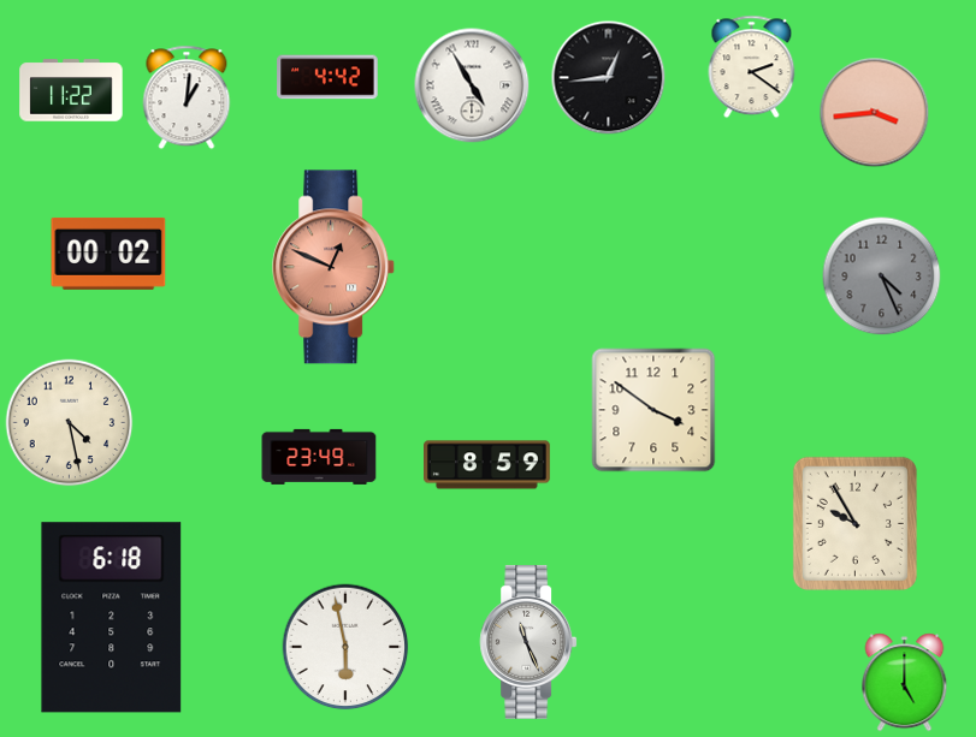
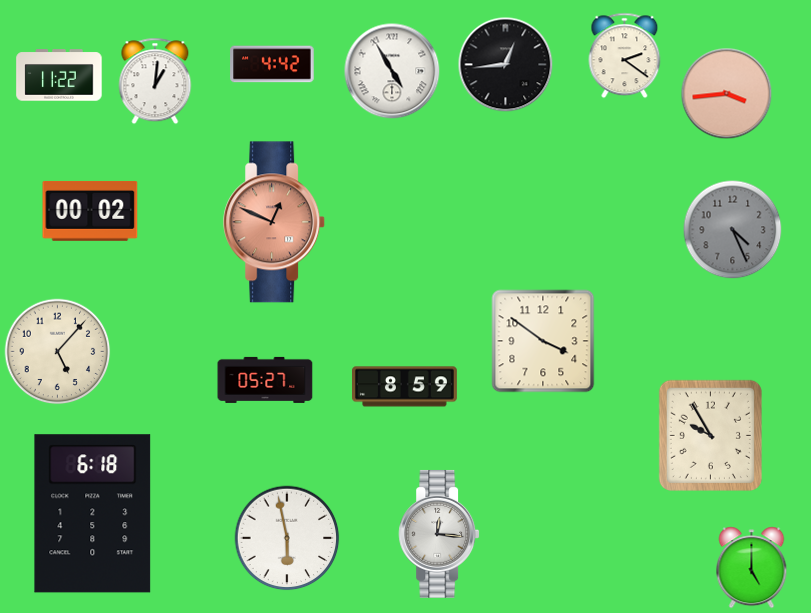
clock at (335, 267) position: (335, 267) -> (275, 222)
clock at (70, 423): 4:28 -> 5:07
clock at (319, 457): 23:49 -> 05:27
clock at (528, 642): 11:26 -> 12:16
